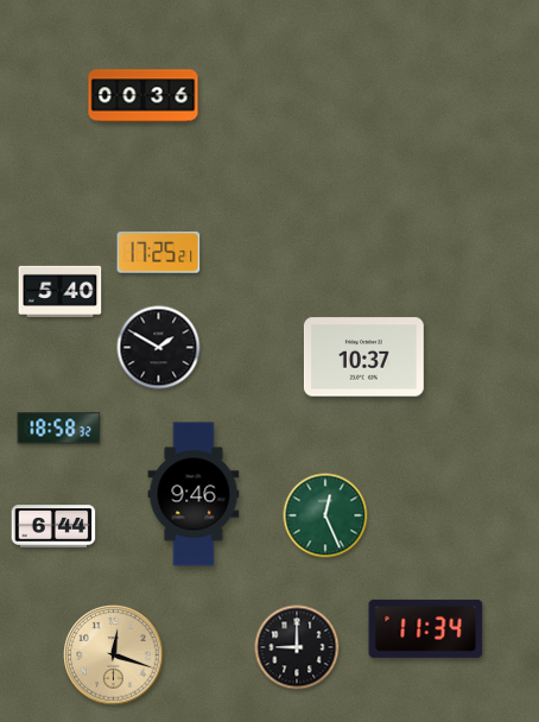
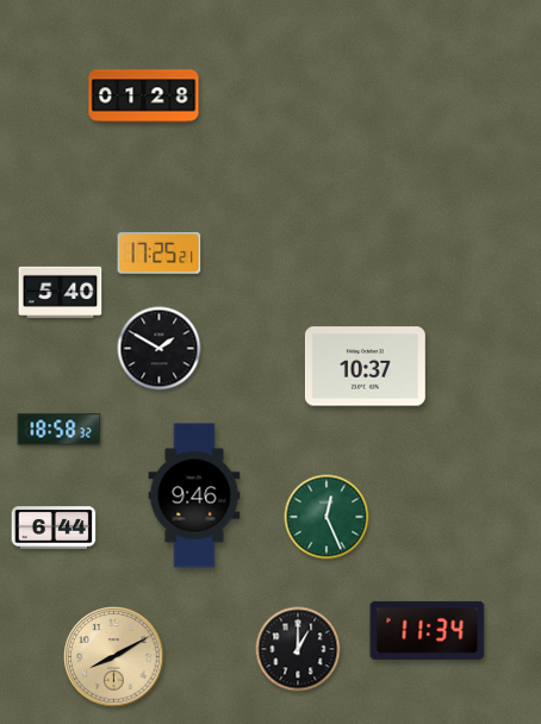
clock at (144, 96): 00:36 -> 01:28
clock at (363, 357) position: (363, 357) -> (365, 367)
clock at (297, 647): 9:00 -> 1:00
clock at (114, 655): 12:18 -> 8:10
